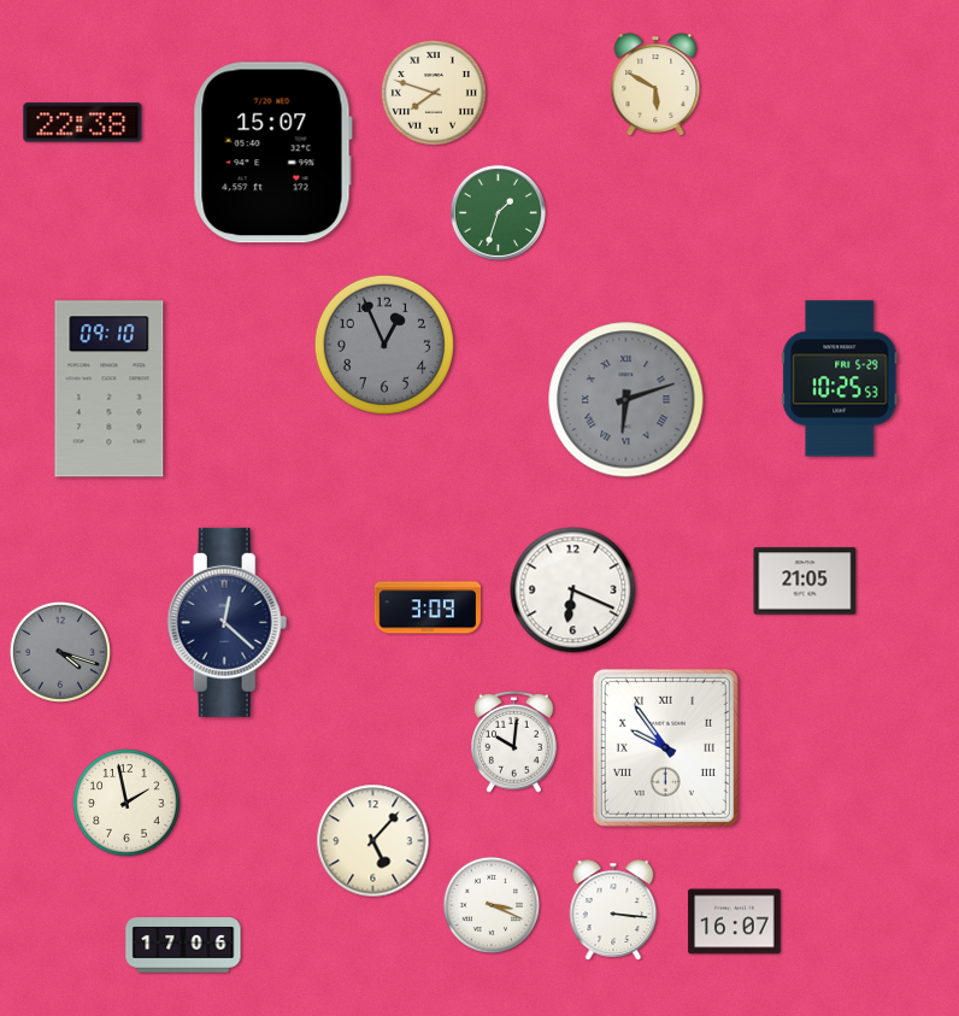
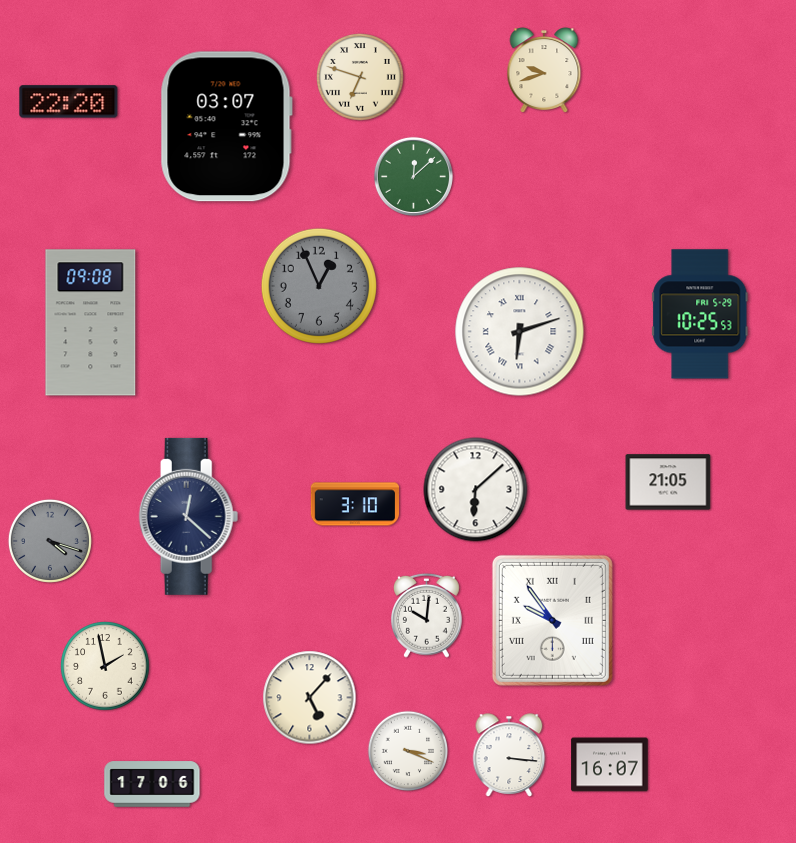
clock at (655, 84): 5:50 -> 9:42
clock at (435, 94): 7:48 -> 6:48
clock at (83, 123): 22:38 -> 22:20
clock at (272, 153): 15:07 -> 03:07
clock at (498, 212): 1:33 -> 12:08
clock at (840, 378) position: (840, 378) -> (700, 314)
clock at (110, 389): 09:10 -> 09:08
clock at (626, 400) dial: grey -> white
clock at (573, 591): 6:19 -> 6:08
clock at (428, 607): 3:09 -> 3:10
